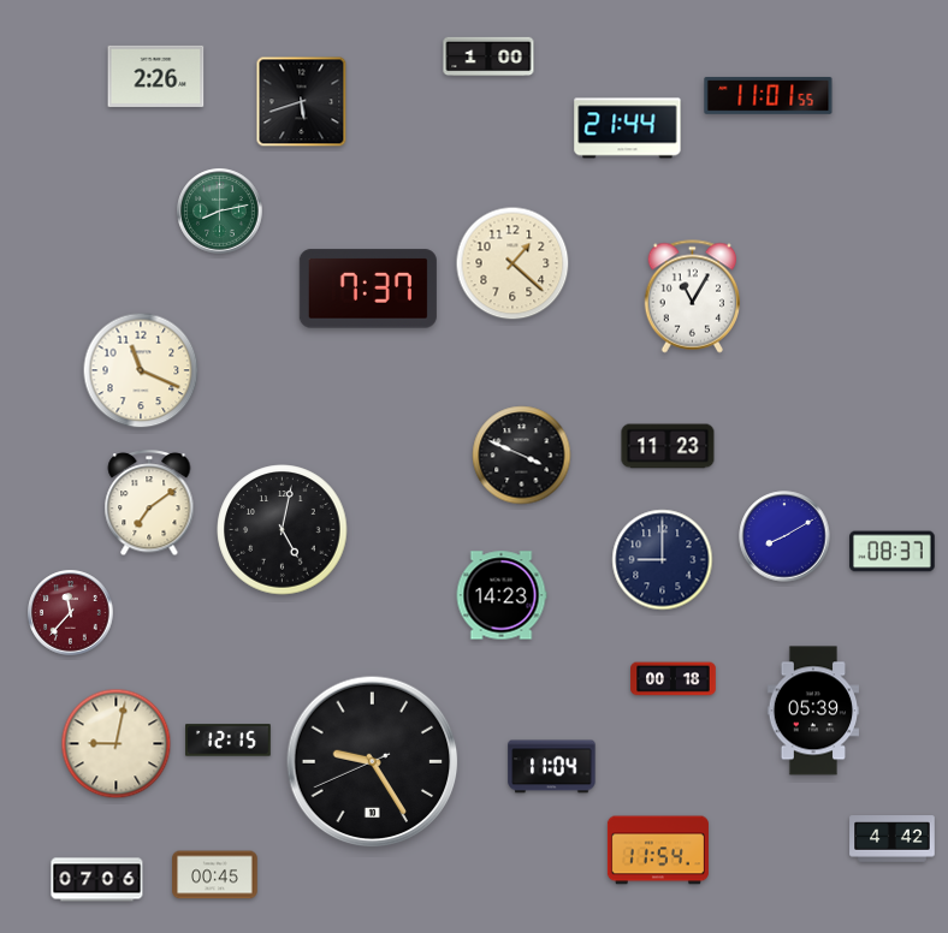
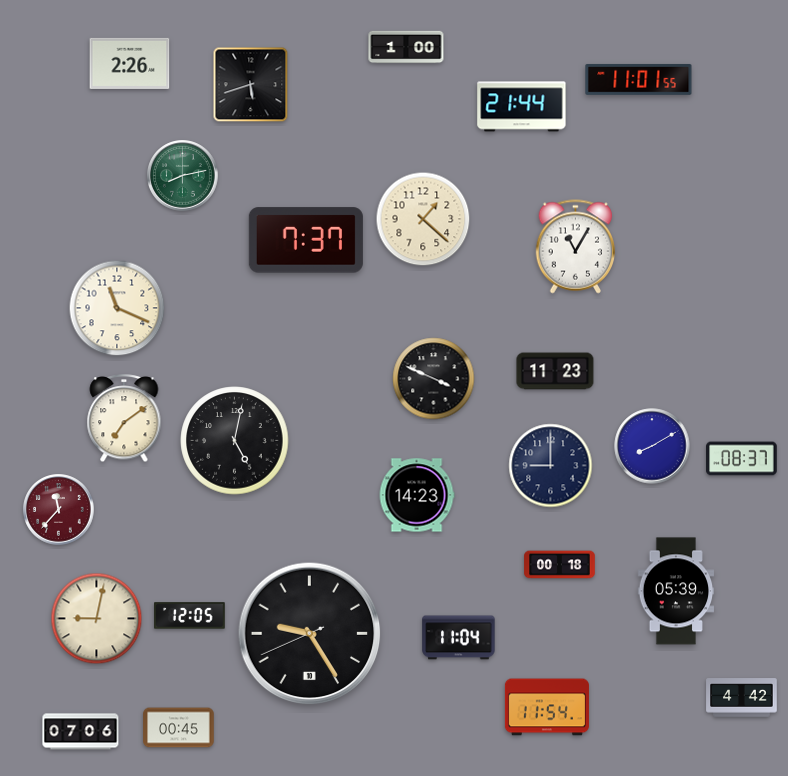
clock at (512, 263) position: (512, 263) -> (423, 219)
clock at (229, 741): 12:15 -> 12:05
